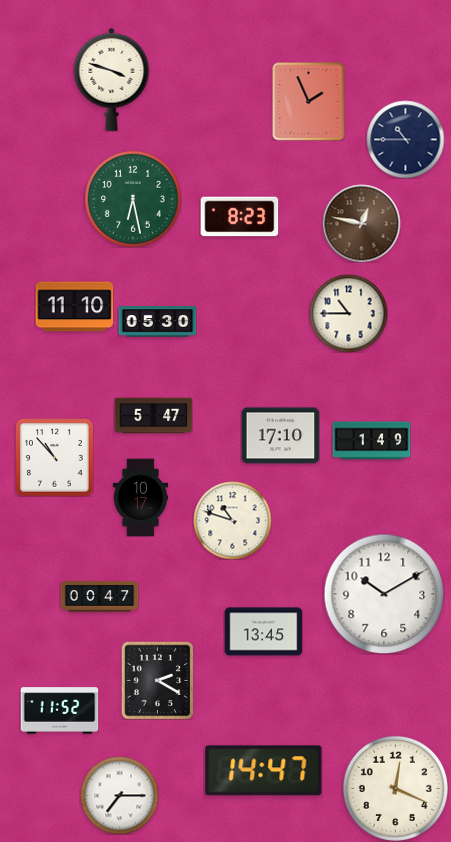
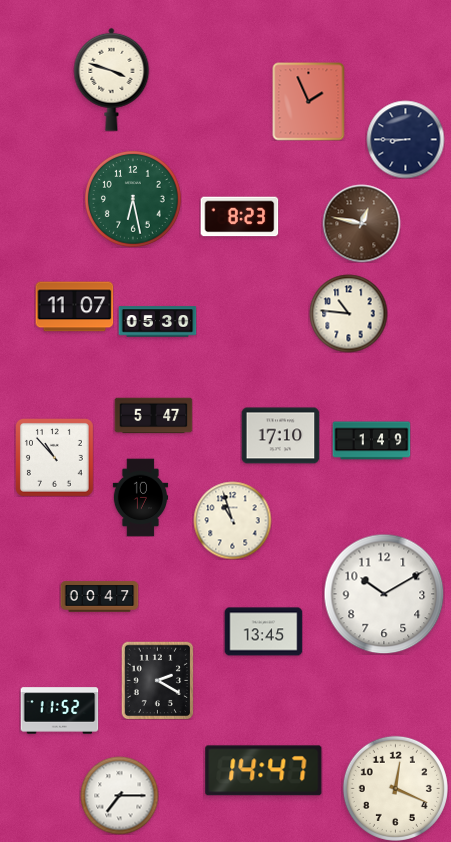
clock at (405, 139): 10:45 -> 8:45
clock at (74, 307): 11:10 -> 11:07
clock at (348, 313): 10:45 -> 10:46
clock at (232, 520): 10:48 -> 10:57
